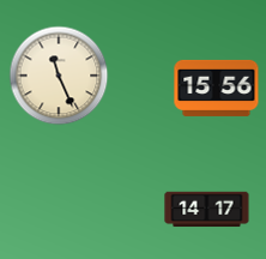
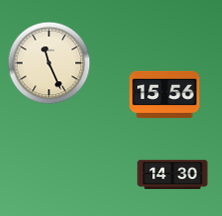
clock at (217, 88) position: (217, 88) -> (165, 94)
clock at (207, 210): 14:17 -> 14:30
